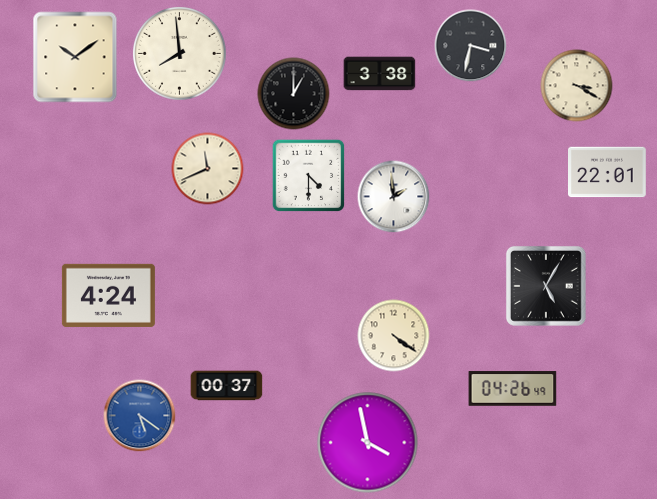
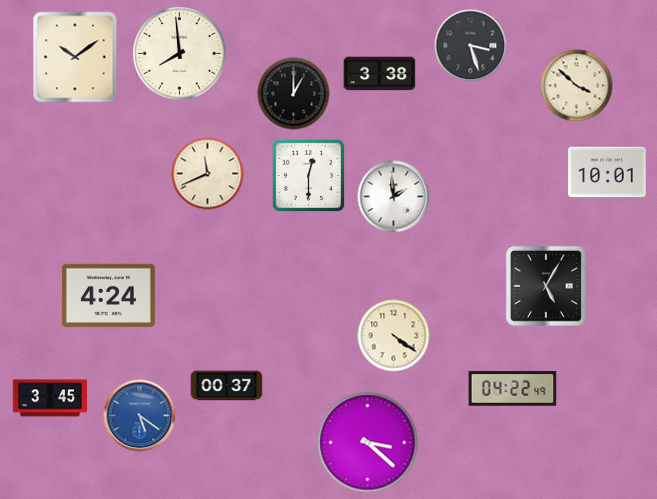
clock at (471, 46): 3:32 -> 3:27
clock at (577, 86): 3:20 -> 3:52
clock at (208, 169) position: (208, 169) -> (208, 174)
clock at (607, 172): 22:01 -> 10:01
clock at (309, 176): 4:30 -> 12:30
clock at (513, 389): 04:26 -> 04:22
clock at (50, 398): none -> 3:45
clock at (368, 443): 3:58 -> 3:22
